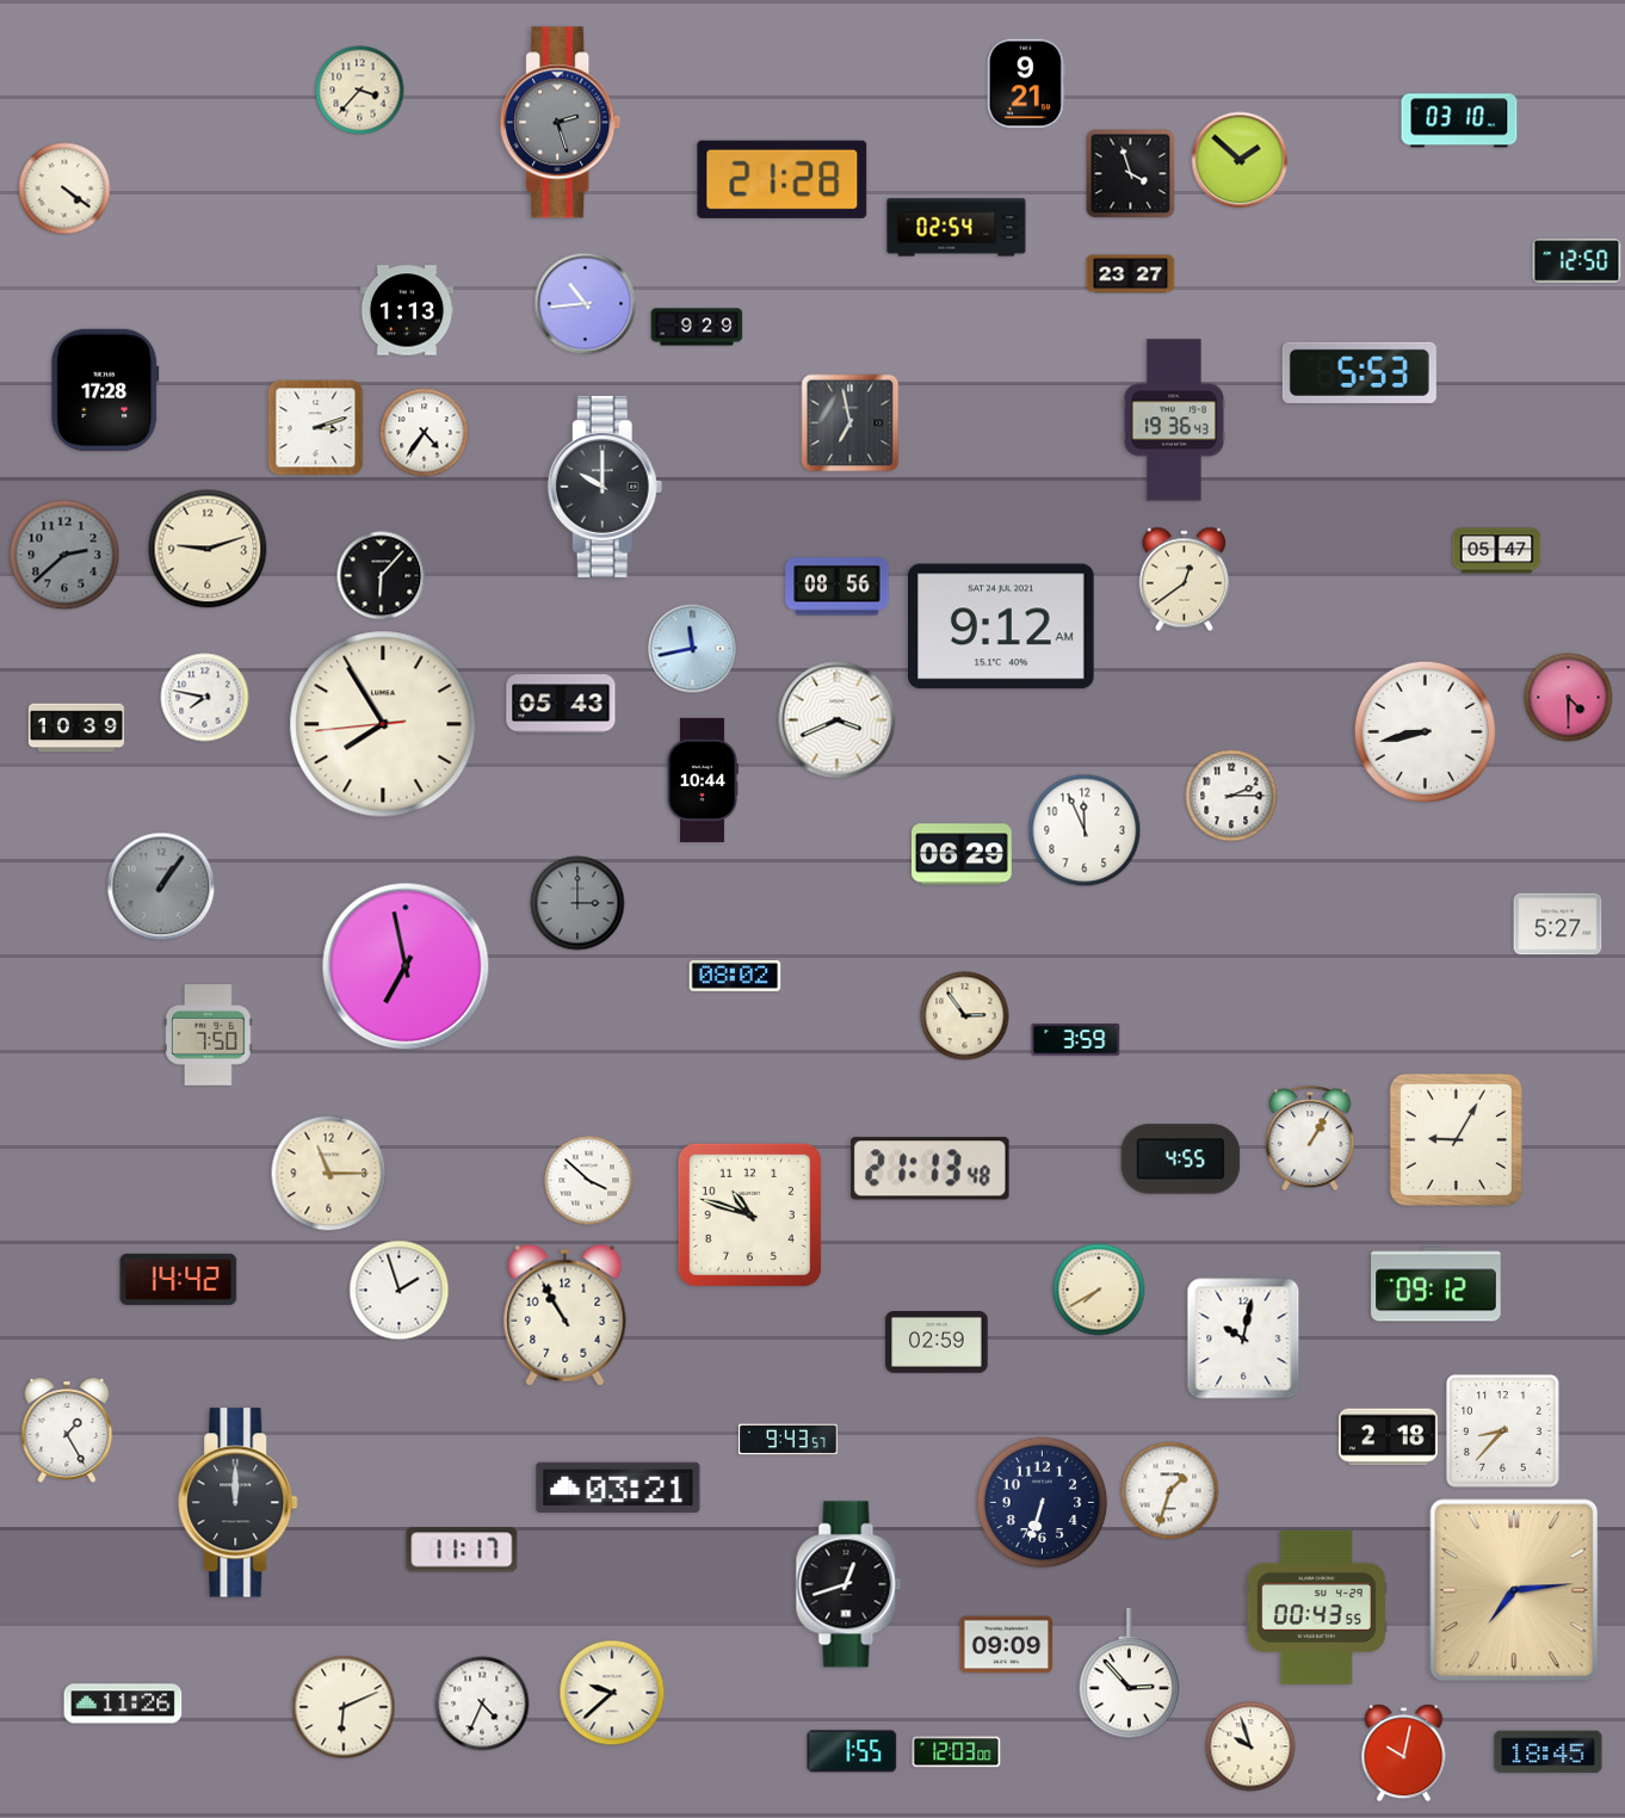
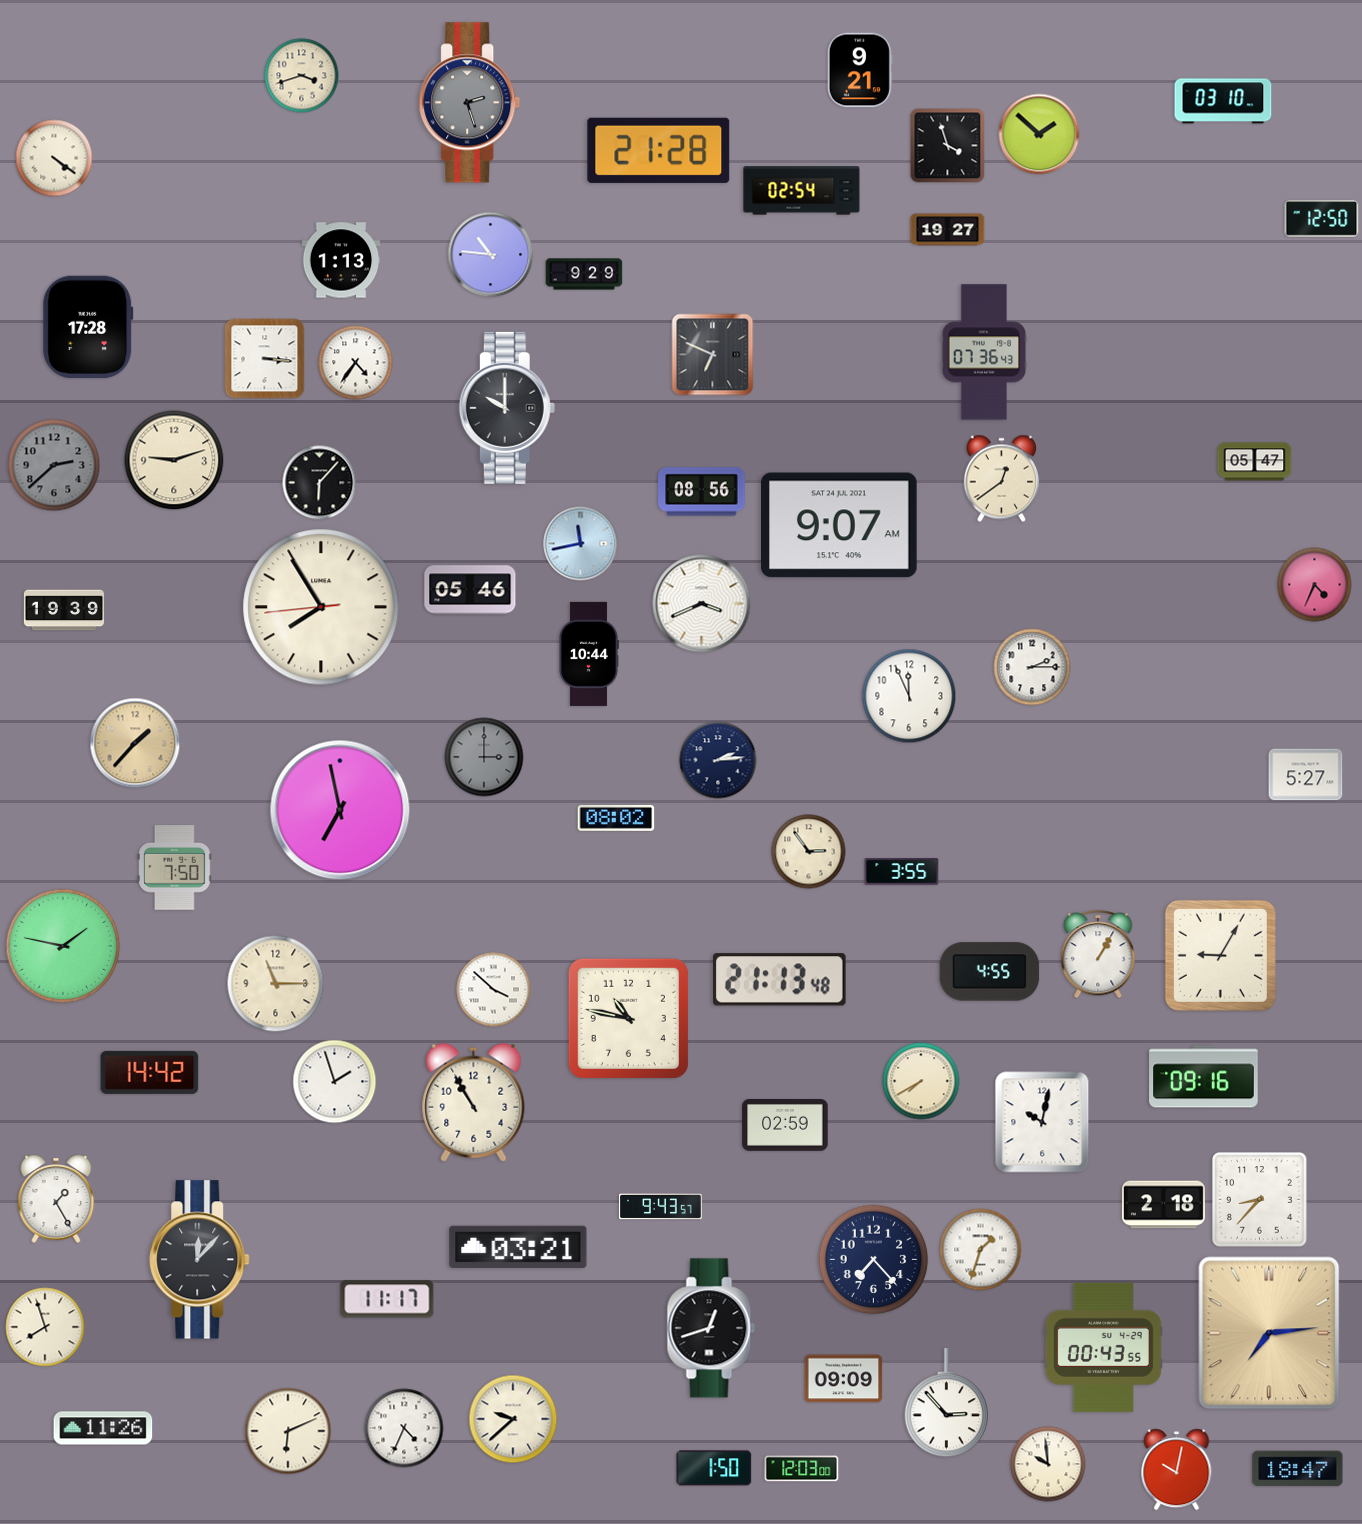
clock at (360, 91): 3:37 -> 3:42
clock at (783, 179) position: (783, 179) -> (659, 150)
clock at (1131, 274): 23:27 -> 19:27
clock at (586, 304): 10:44 -> 10:46
clock at (1359, 372): 5:53 -> none
clock at (1174, 420): 19:36 -> 07:36
clock at (851, 423): 6:58 -> 6:49
clock at (316, 428): 3:12 -> 3:16
clock at (1184, 580) position: (1184, 580) -> (1001, 479)
clock at (1002, 626): 9:12 -> 9:07
clock at (205, 698): 7:47 -> none
clock at (1569, 698): 4:30 -> 4:34
clock at (561, 704): 05:43 -> 05:46
clock at (75, 728): 10:39 -> 19:39
clock at (1425, 731): 8:43 -> none
clock at (963, 854): 06:29 -> none
clock at (161, 886): 1:06 -> 1:37
clock at (161, 886) dial: grey -> champagne
clock at (718, 760): none -> 2:14
clock at (1076, 1040): 3:59 -> 3:55
clock at (63, 946): none -> 1:47
clock at (749, 1214): 10:48 -> 10:47
clock at (1436, 1285): 09:12 -> 09:16
clock at (239, 1503): 12:00 -> 12:07
clock at (1043, 1503): 6:33 -> 7:23
clock at (45, 1327): none -> 7:57
clock at (1250, 1746): 9:57 -> 9:59
clock at (852, 1751): 1:55 -> 1:50
clock at (1549, 1752): 18:45 -> 18:47
